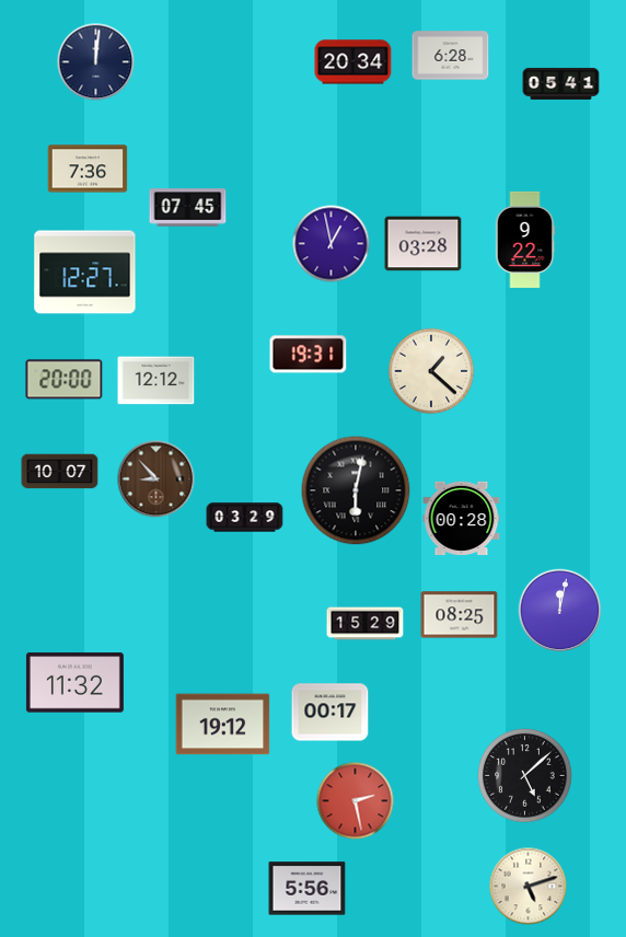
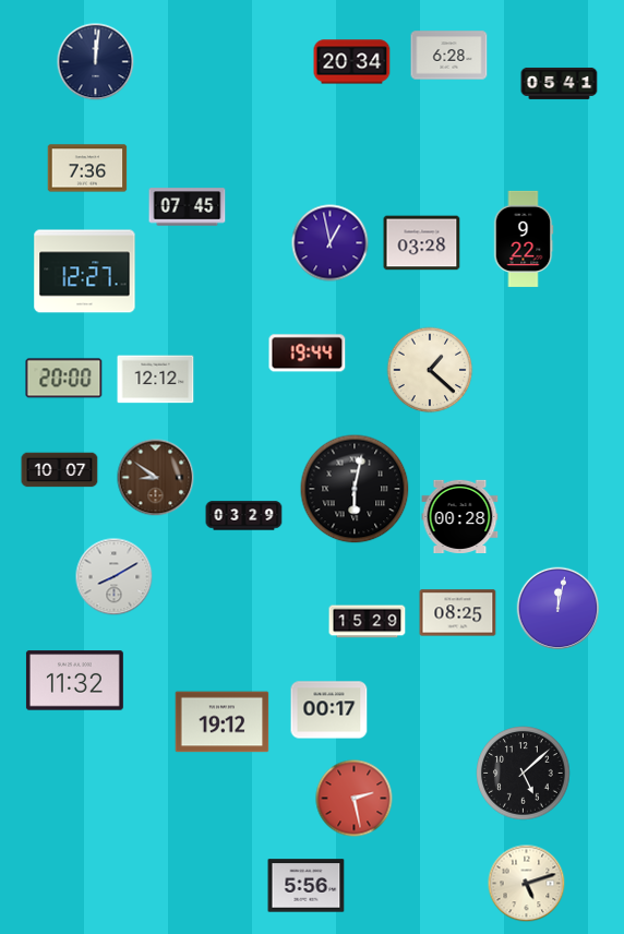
clock at (309, 355): 19:31 -> 19:44
clock at (156, 479): 8:53 -> 8:51
clock at (115, 577): none -> 8:10
clock at (366, 624) position: (366, 624) -> (368, 622)
